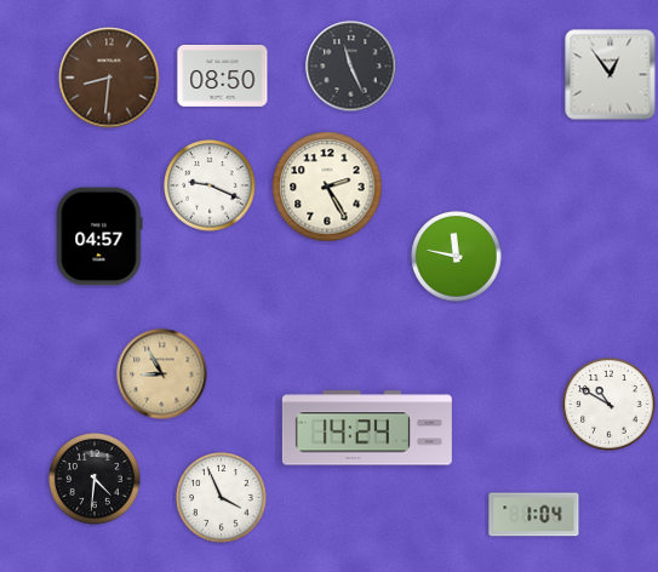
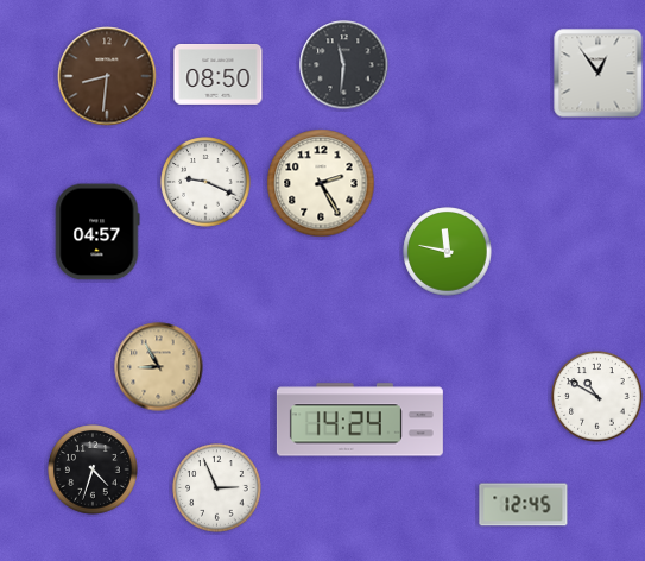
clock at (351, 67): 11:26 -> 11:31
clock at (95, 479): 4:31 -> 4:33
clock at (222, 498): 3:56 -> 2:56
clock at (534, 515): 1:04 -> 12:45
